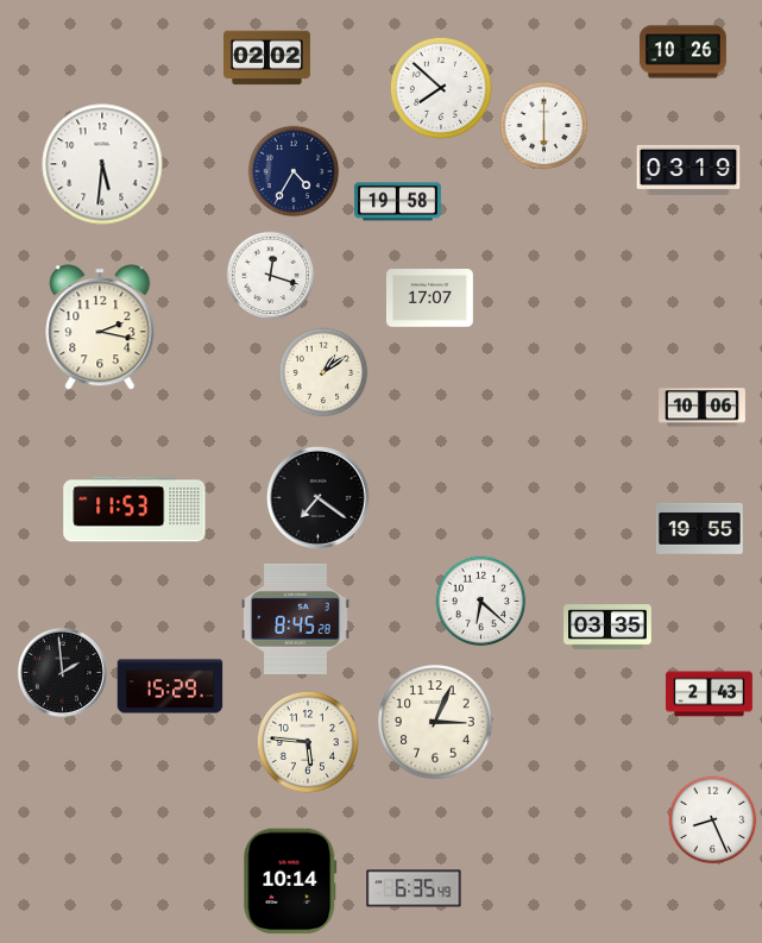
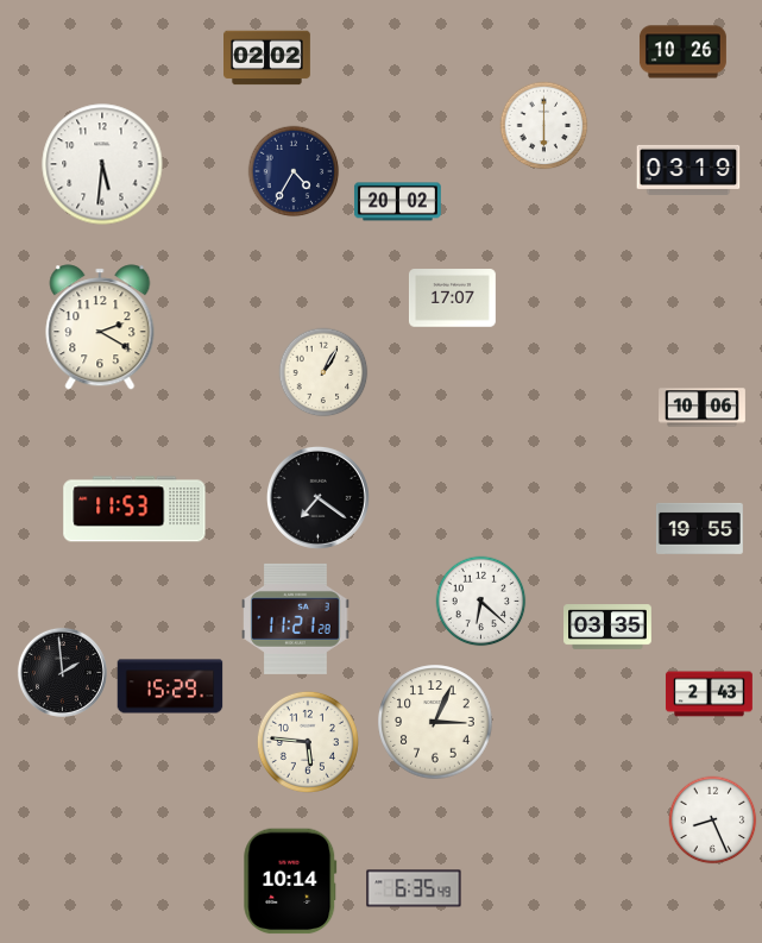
clock at (441, 88): 7:52 -> none
clock at (397, 202): 19:58 -> 20:02
clock at (271, 276): 12:18 -> none
clock at (429, 298) position: (429, 298) -> (452, 298)
clock at (100, 327): 2:17 -> 2:20
clock at (323, 372): 1:09 -> 1:05
clock at (296, 618): 8:45 -> 11:21
